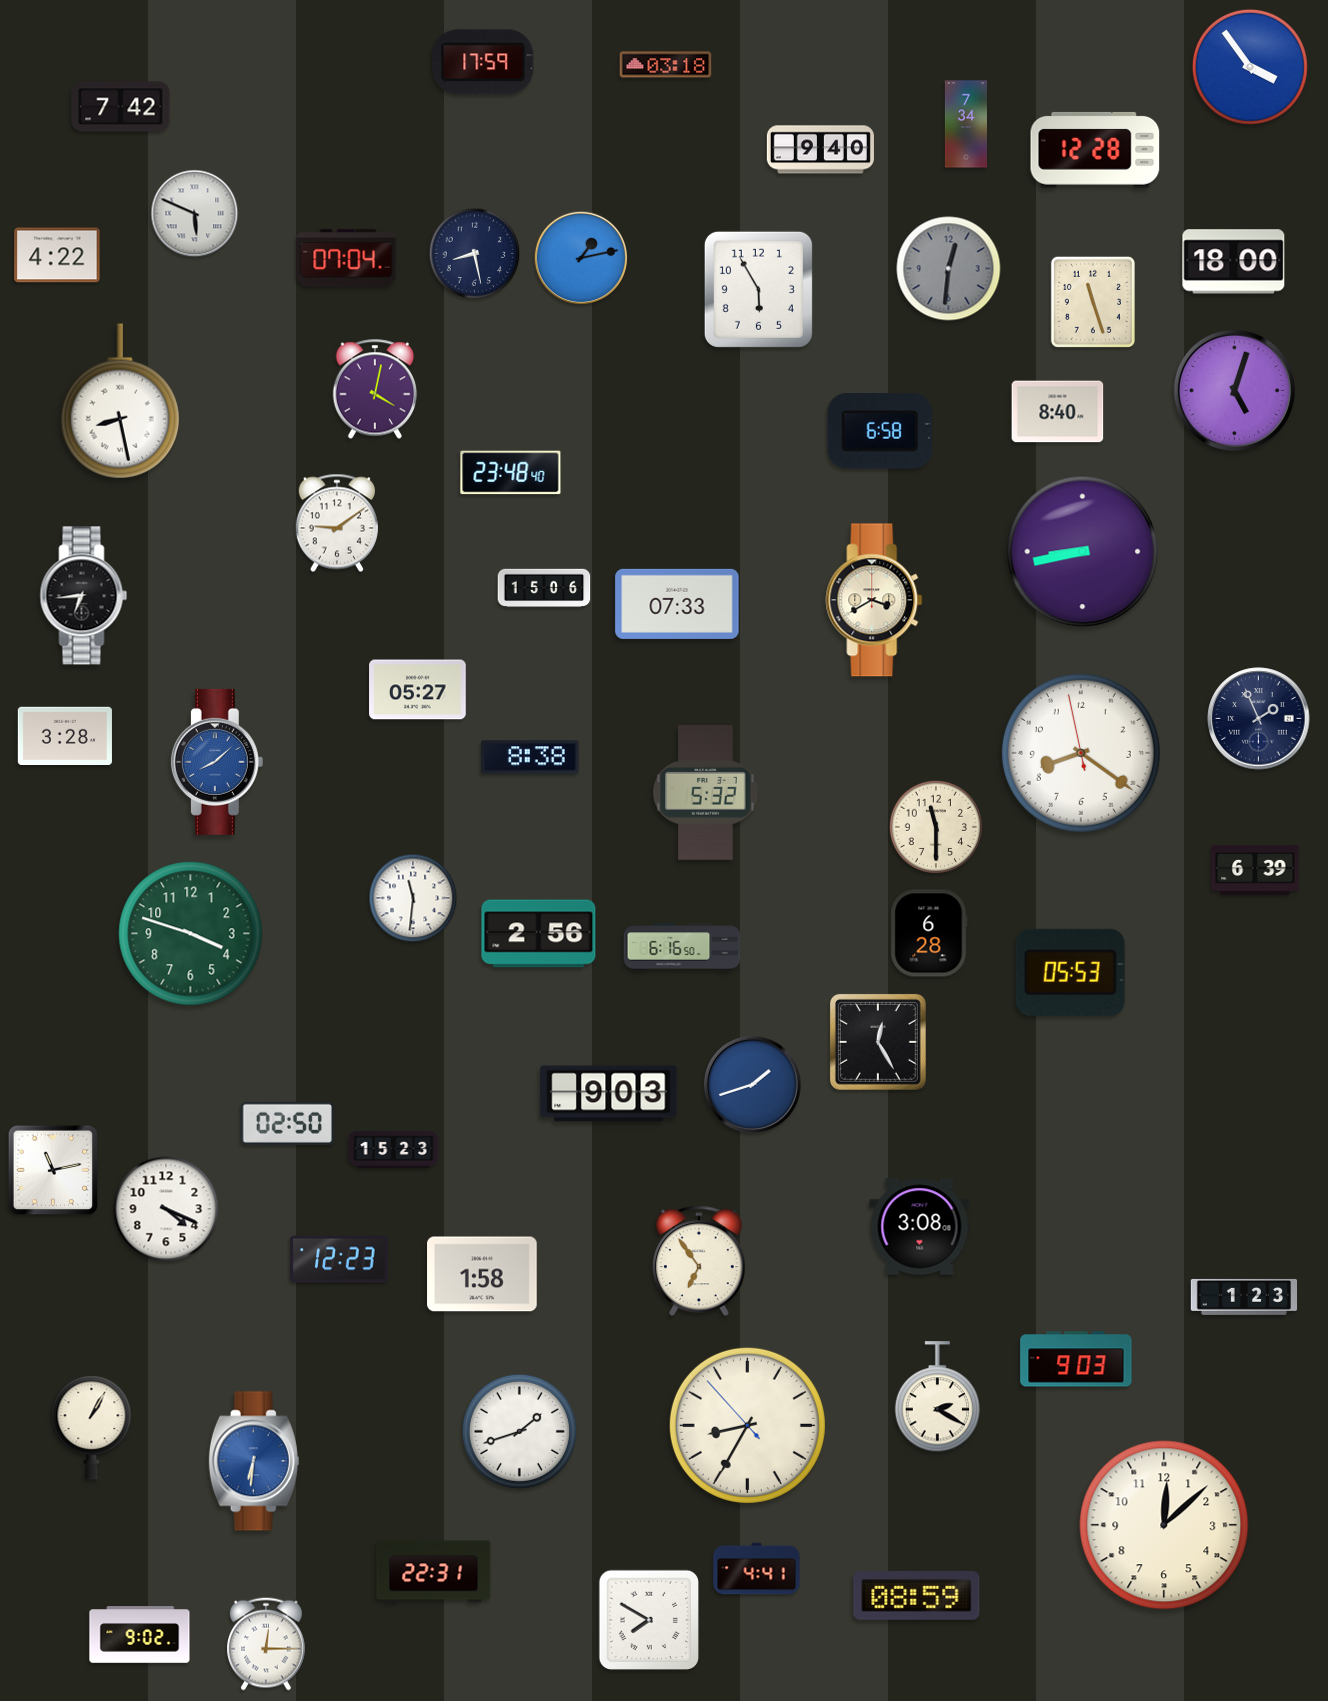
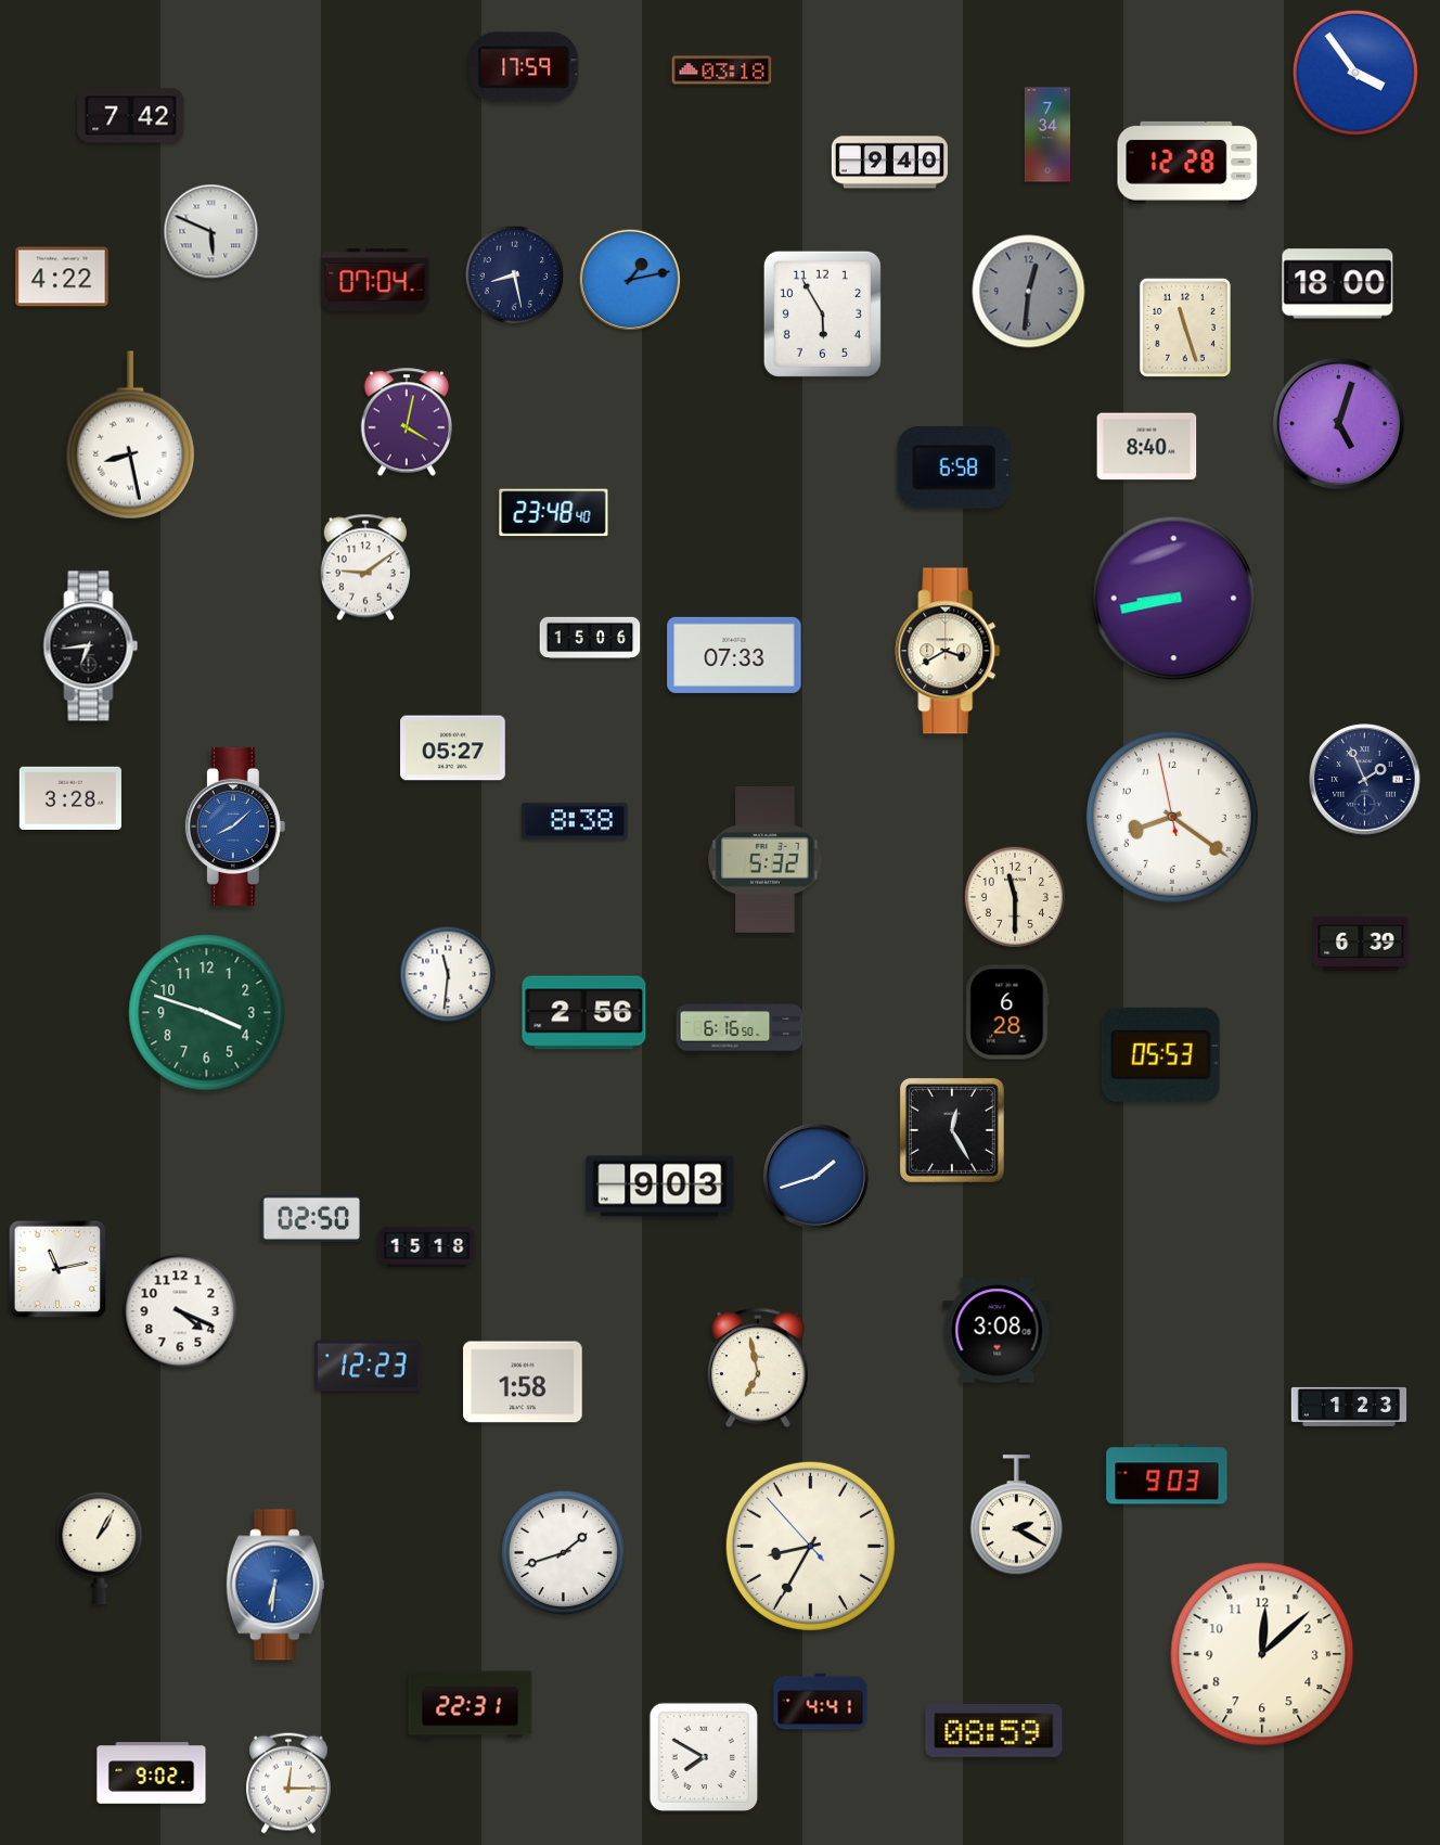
clock at (394, 1150): 15:23 -> 15:18
clock at (699, 1260): 6:54 -> 6:58
